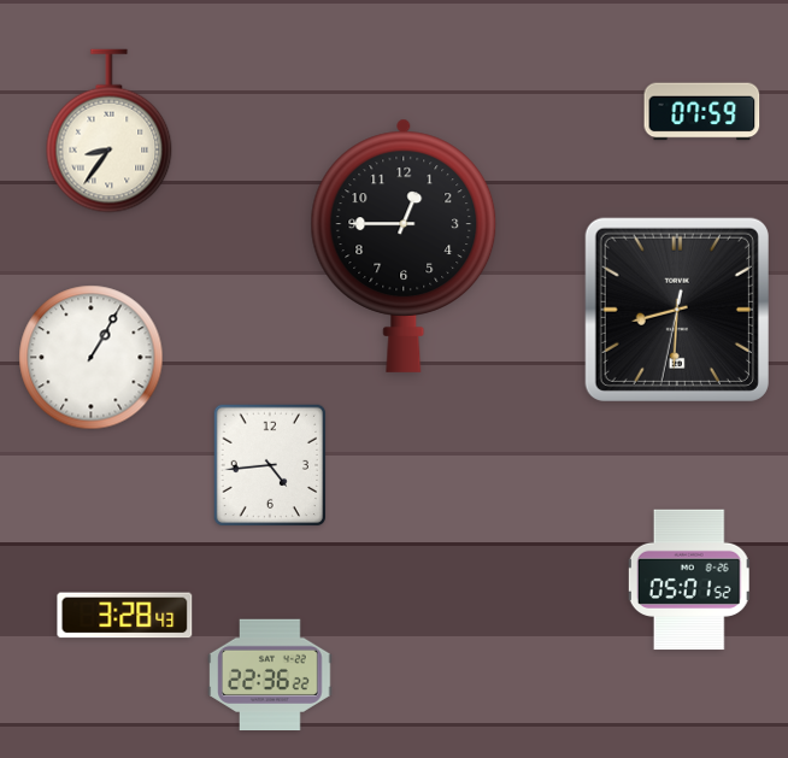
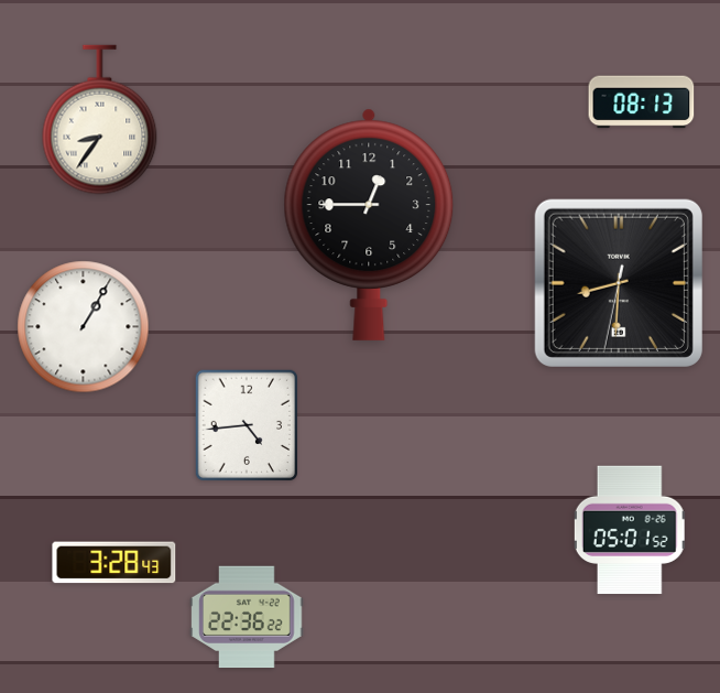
clock at (702, 112): 07:59 -> 08:13
